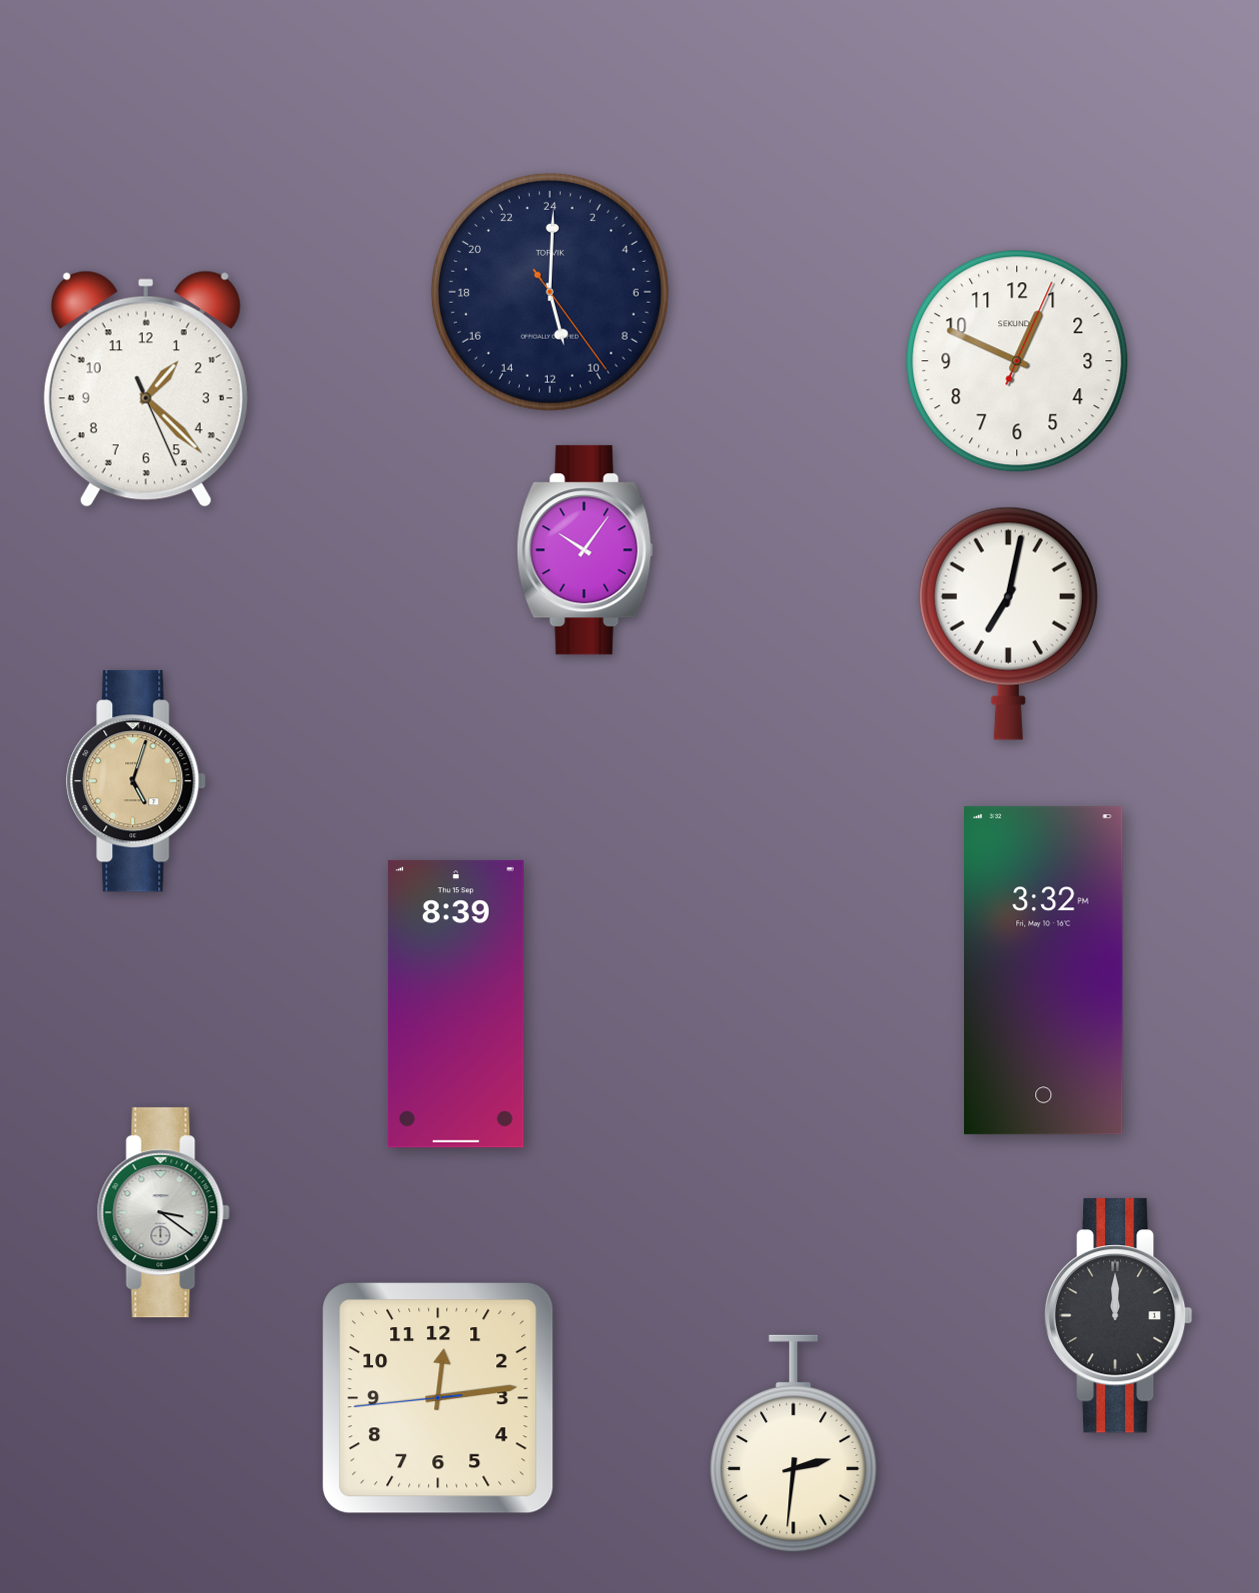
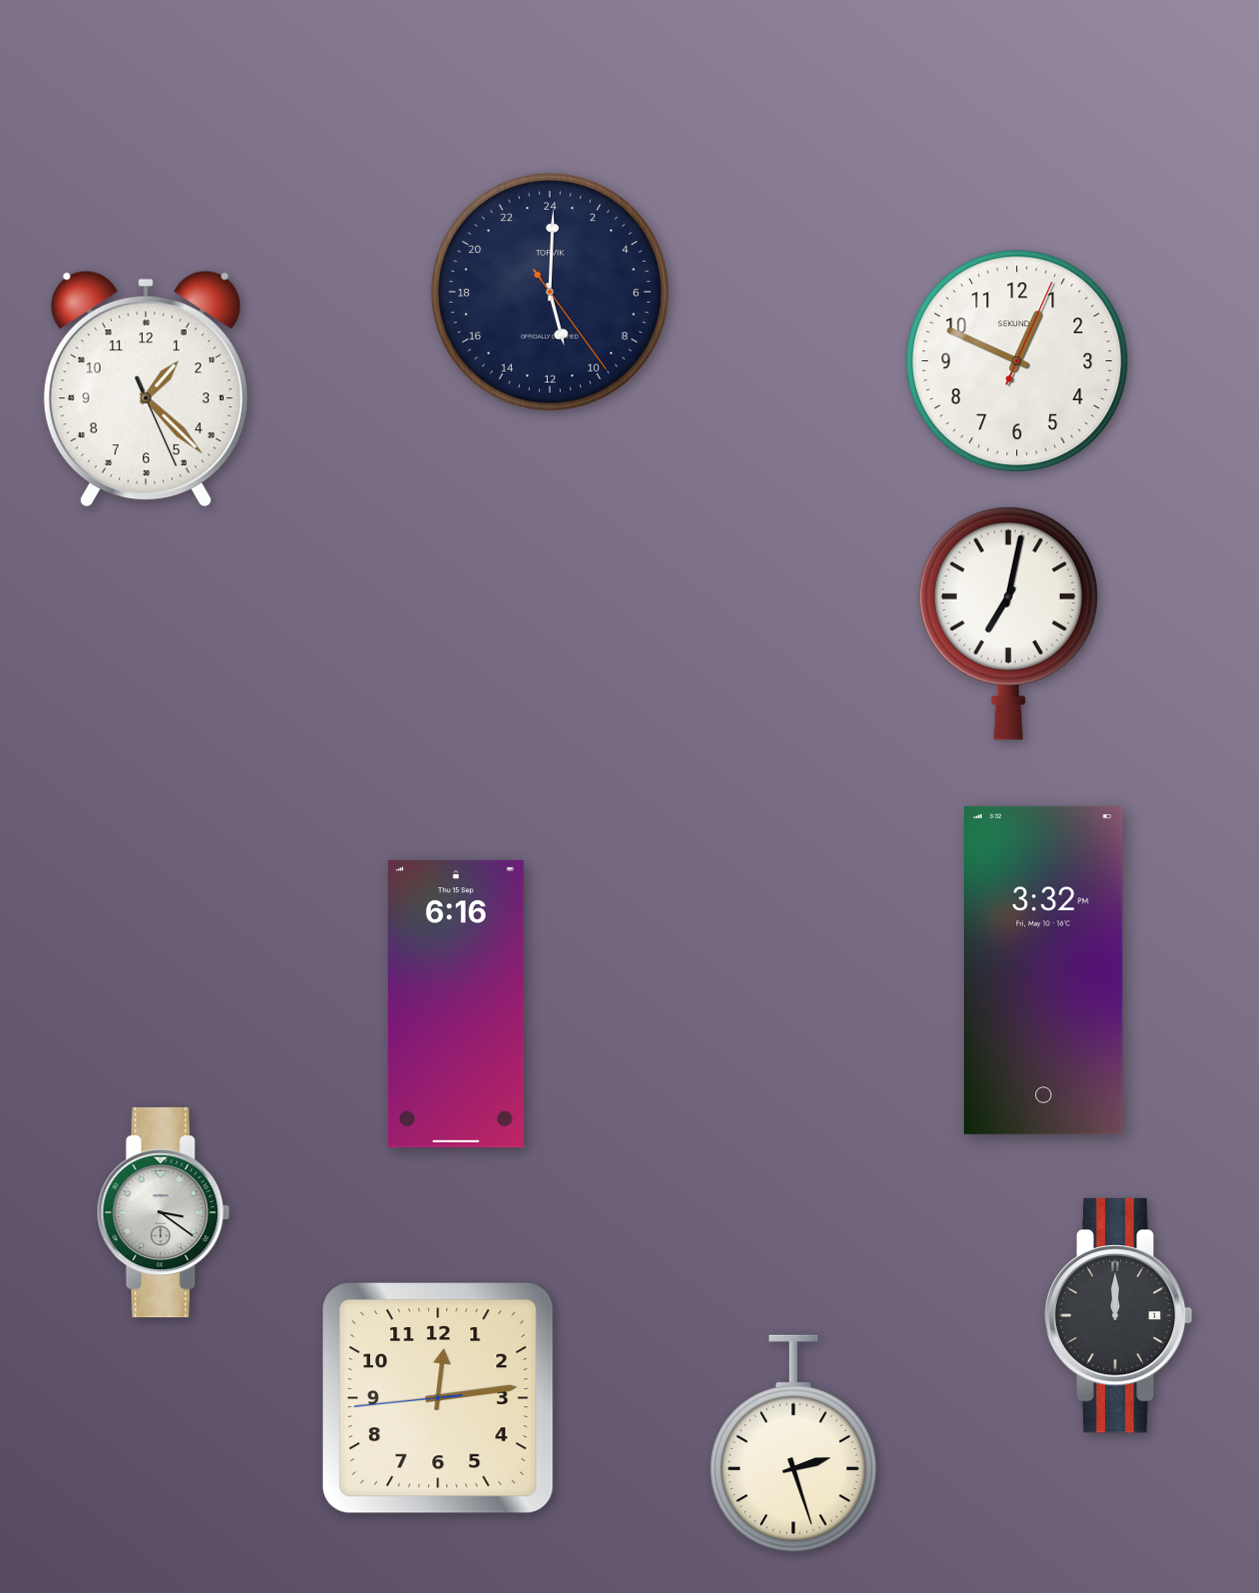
clock at (585, 550): 10:06 -> none
clock at (137, 781): 5:03 -> none
clock at (456, 1004): 8:39 -> 6:16
clock at (794, 1444): 2:31 -> 2:27
